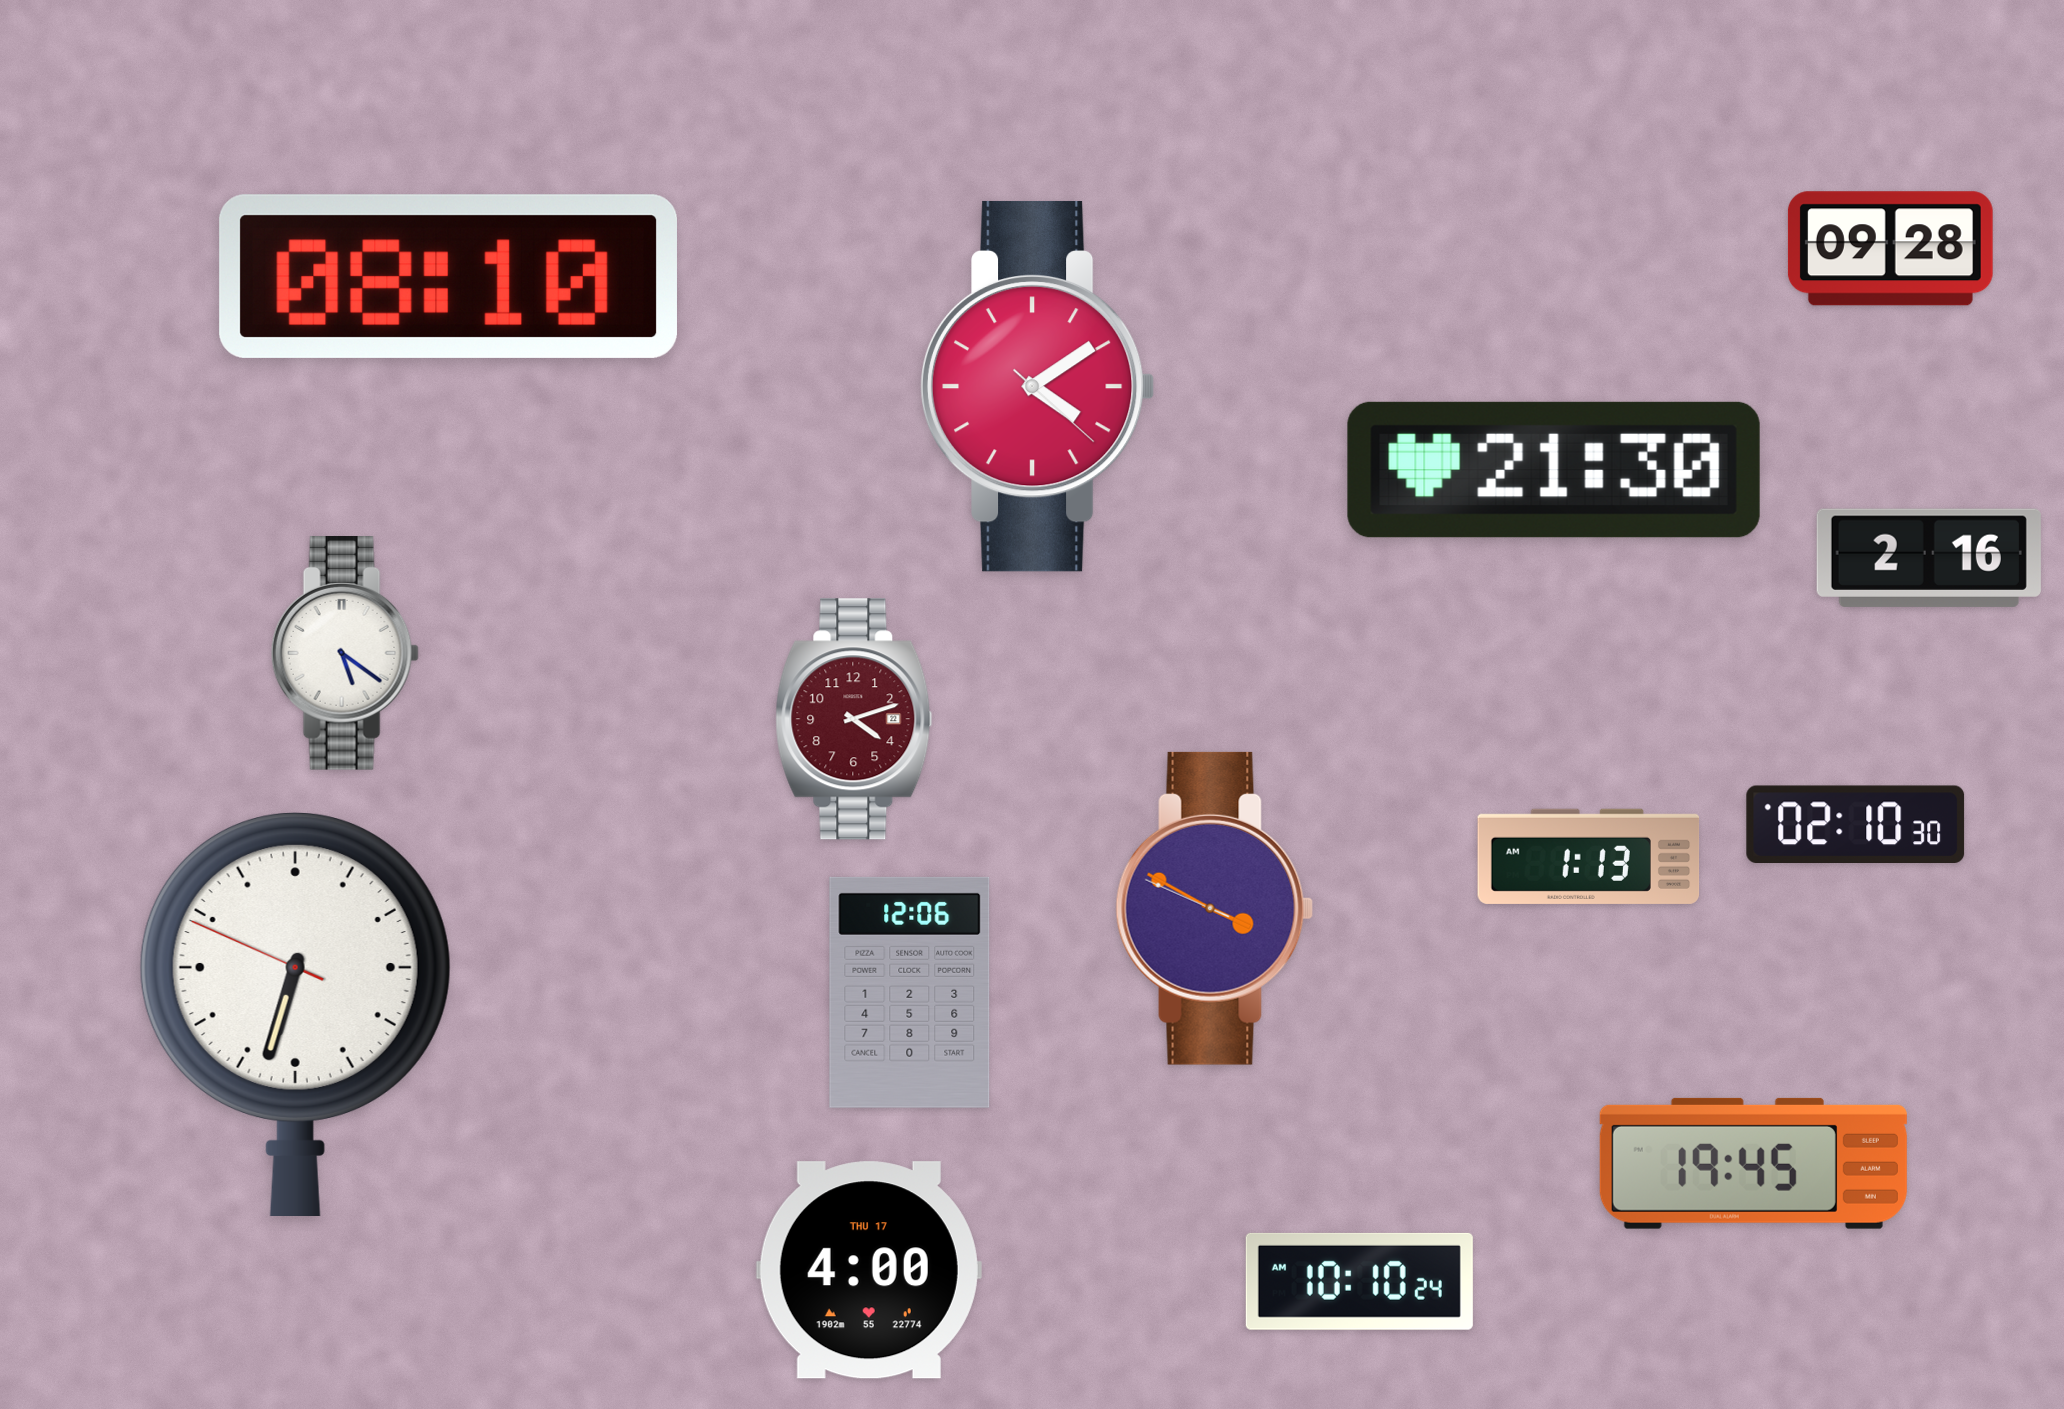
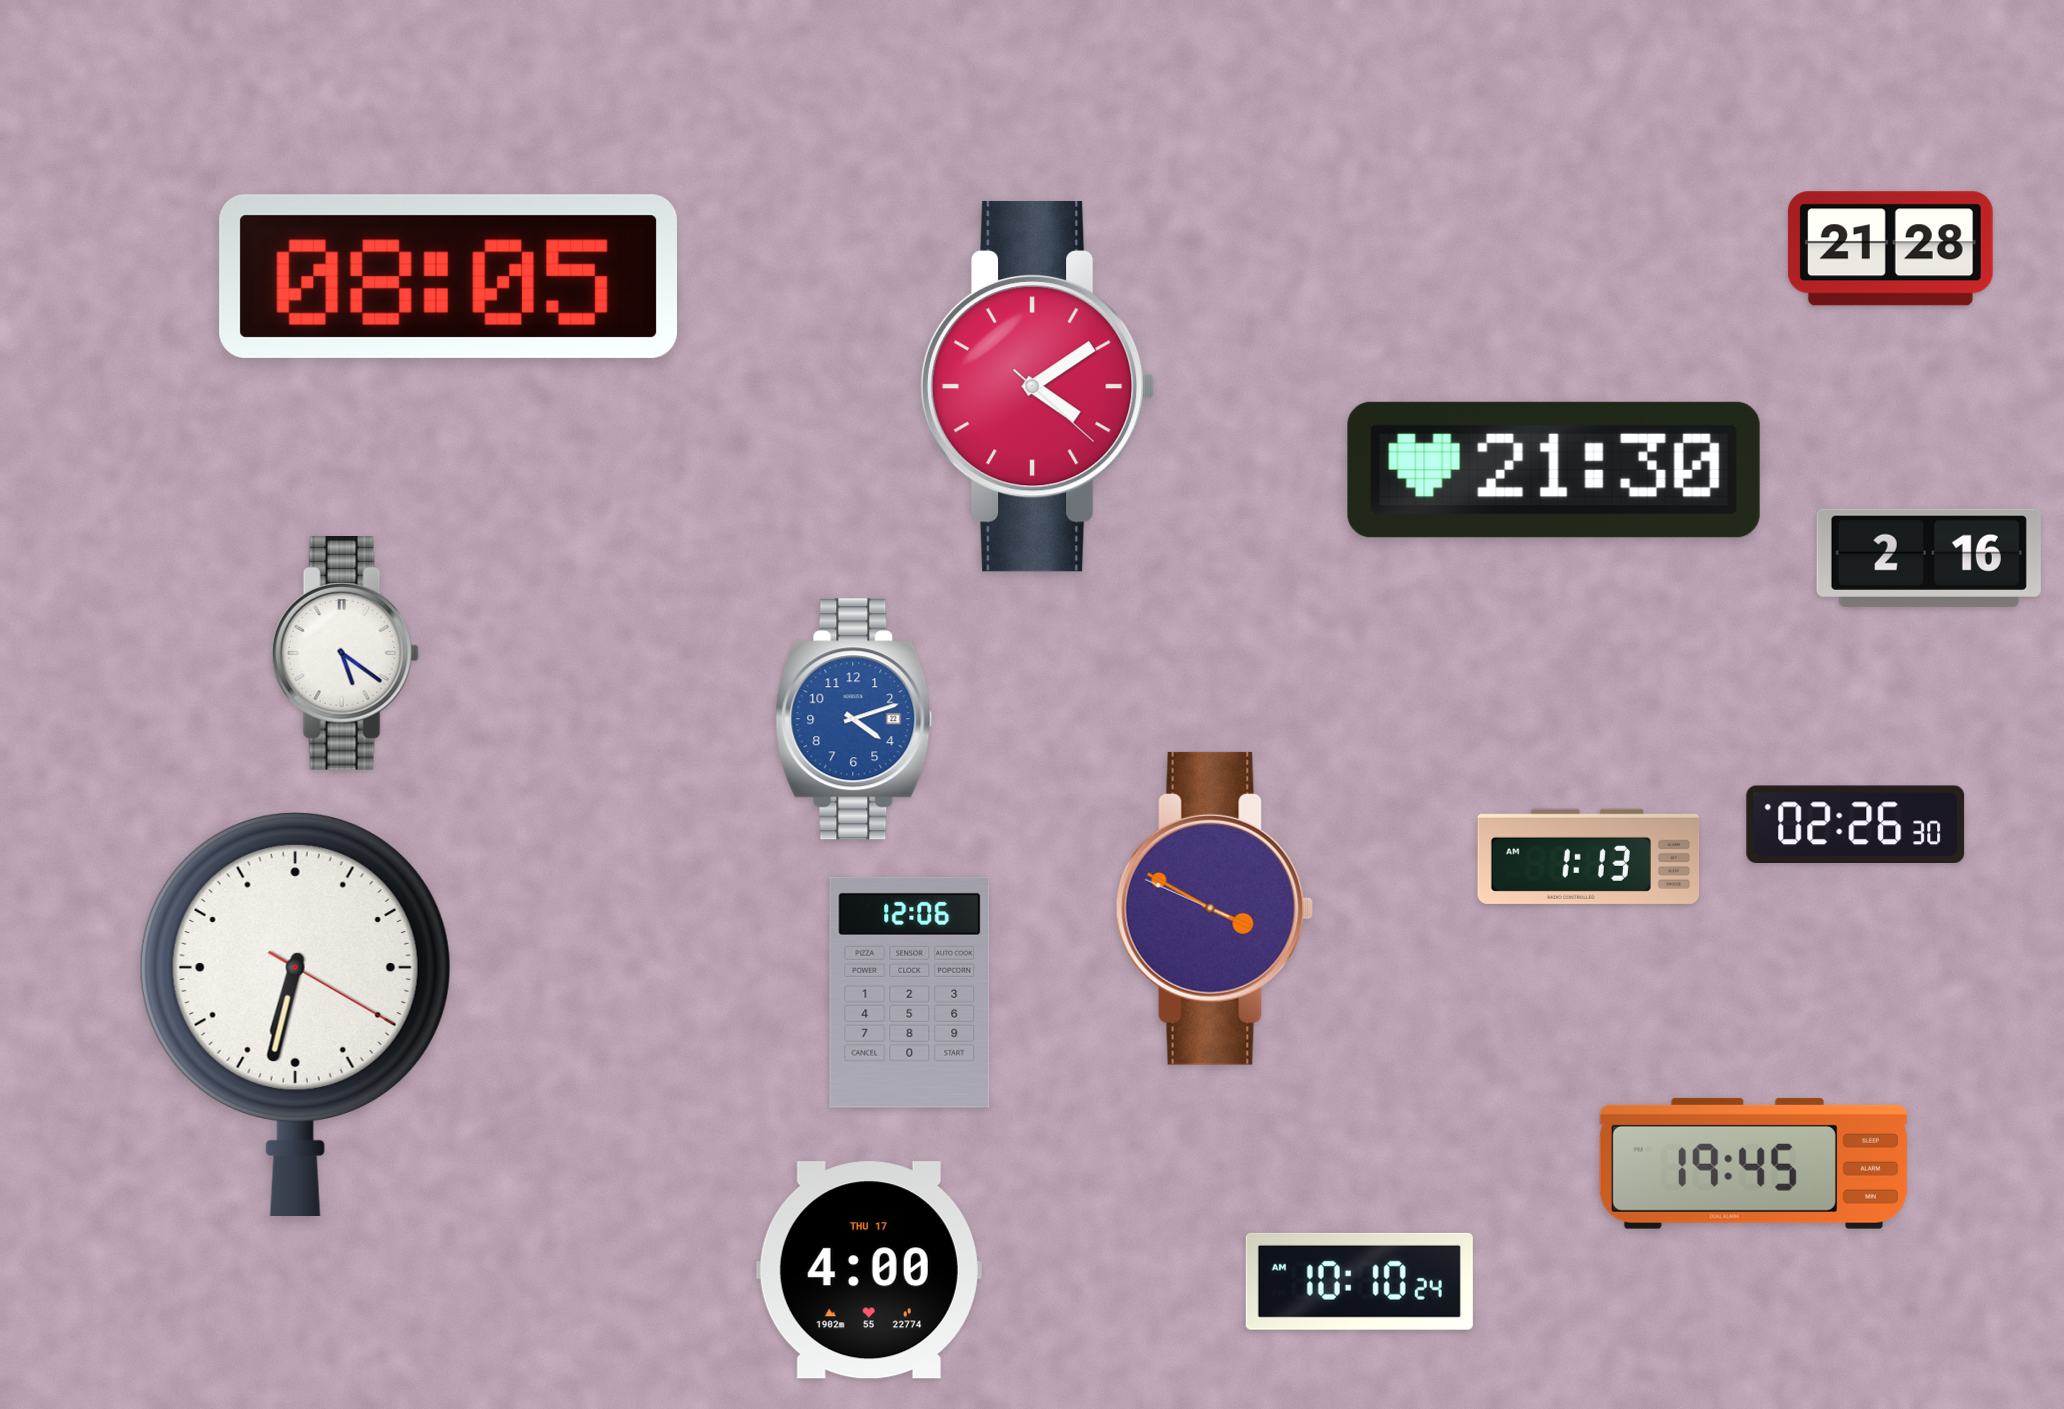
clock at (1890, 249): 09:28 -> 21:28
clock at (448, 276): 08:10 -> 08:05
clock at (854, 719) dial: burgundy -> blue
clock at (1856, 824): 02:10 -> 02:26
clock at (295, 1014): 6:32:49 -> 6:32:20
